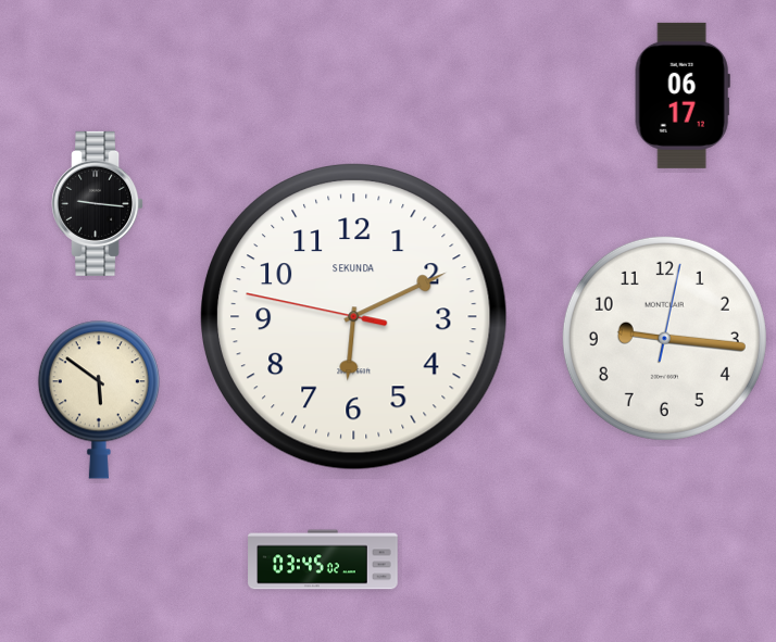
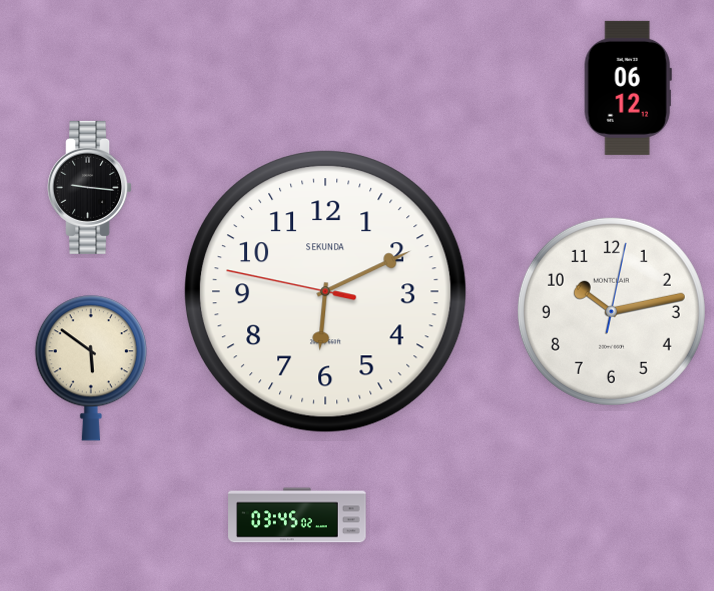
clock at (683, 96): 06:17 -> 06:12
clock at (664, 338): 9:16 -> 10:13
